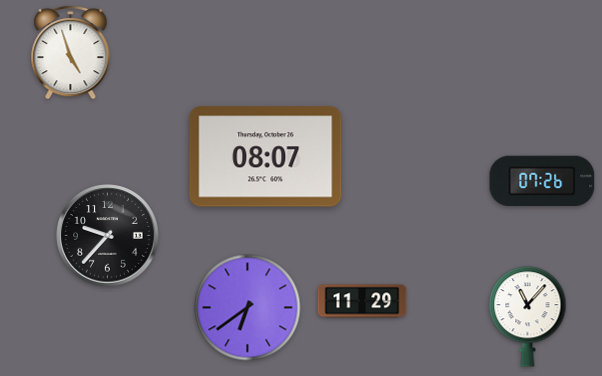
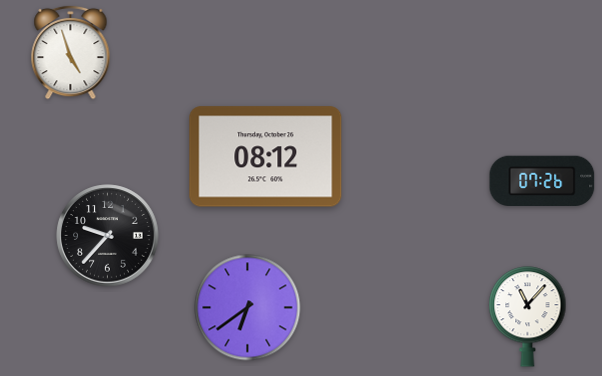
clock at (266, 157): 08:07 -> 08:12
clock at (362, 301): 11:29 -> none
